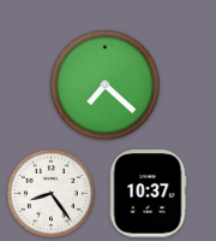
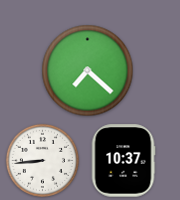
clock at (50, 193): 8:24 -> 8:44
